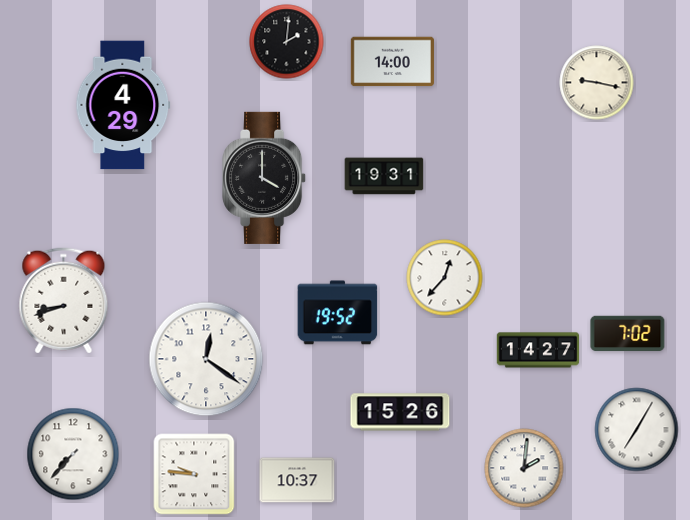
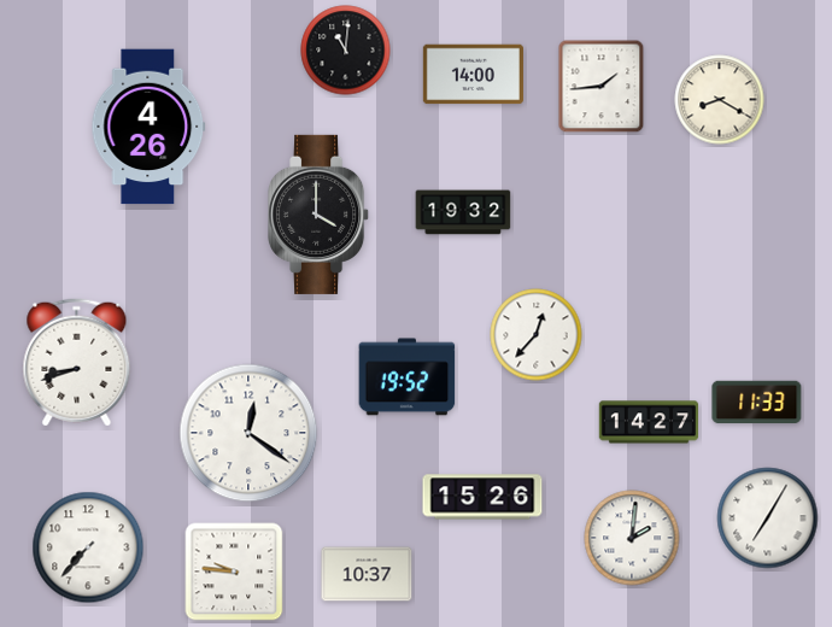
clock at (287, 42): 2:01 -> 11:01
clock at (602, 87): none -> 1:44
clock at (597, 83): 9:17 -> 8:20
clock at (123, 105): 4:29 -> 4:26
clock at (384, 176): 19:31 -> 19:32
clock at (628, 334): 7:02 -> 11:33
clock at (524, 468) position: (524, 468) -> (632, 538)
clock at (297, 480) position: (297, 480) -> (367, 574)
